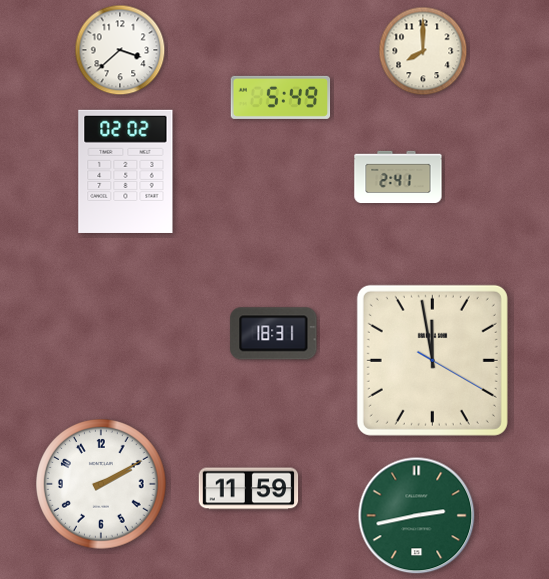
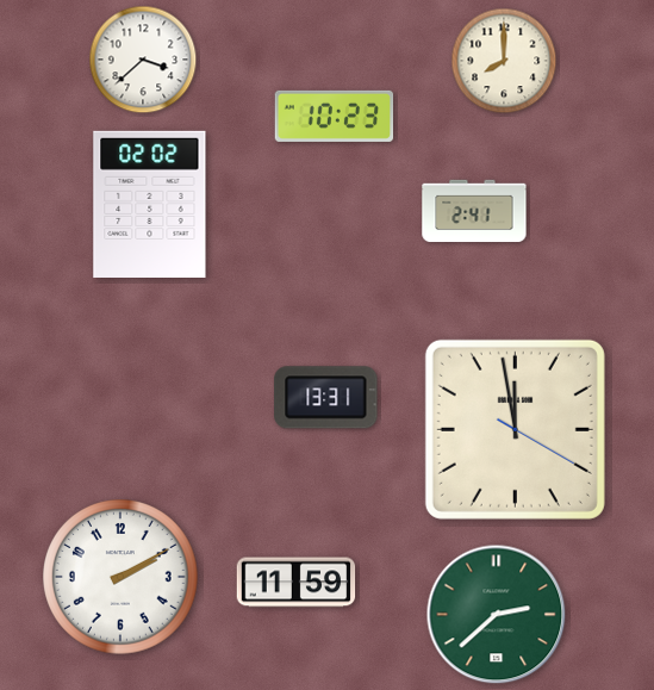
clock at (281, 97): 5:49 -> 10:23
clock at (274, 334): 18:31 -> 13:31
clock at (417, 516): 2:43 -> 2:38
